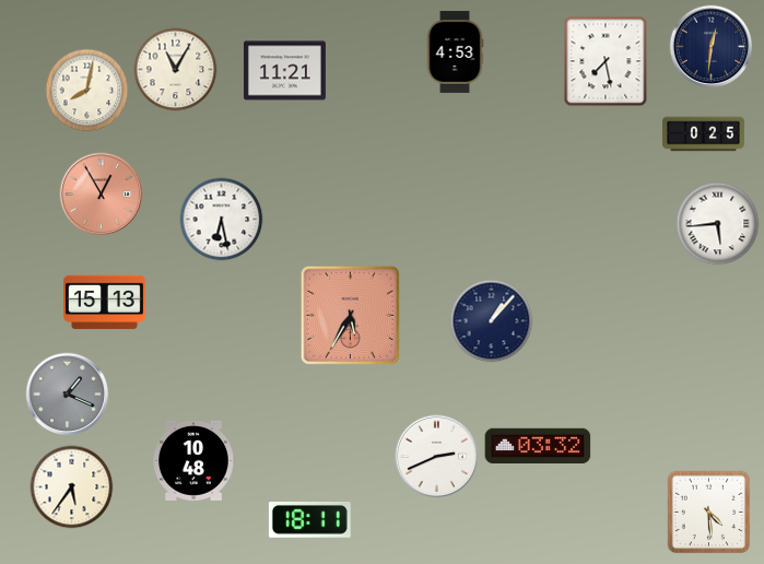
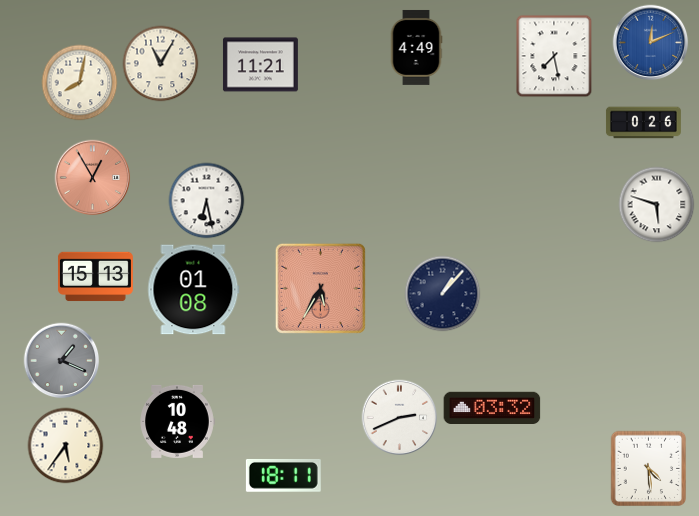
clock at (712, 47): 12:31 -> 12:11
clock at (712, 47) dial: navy -> blue
clock at (455, 51): 4:53 -> 4:49
clock at (703, 134): 0:25 -> 0:26
clock at (222, 220) position: (222, 220) -> (207, 201)
clock at (718, 224): 5:44 -> 5:48
clock at (194, 290): none -> 01:08
clock at (492, 321) position: (492, 321) -> (443, 294)
